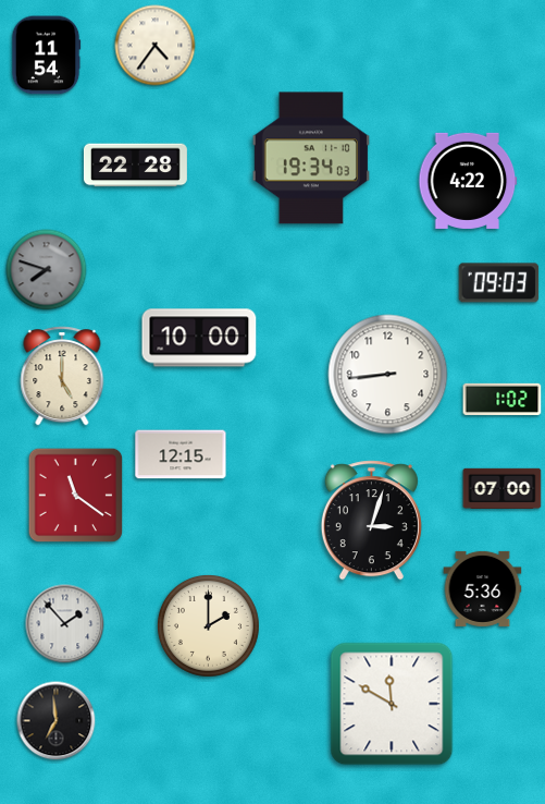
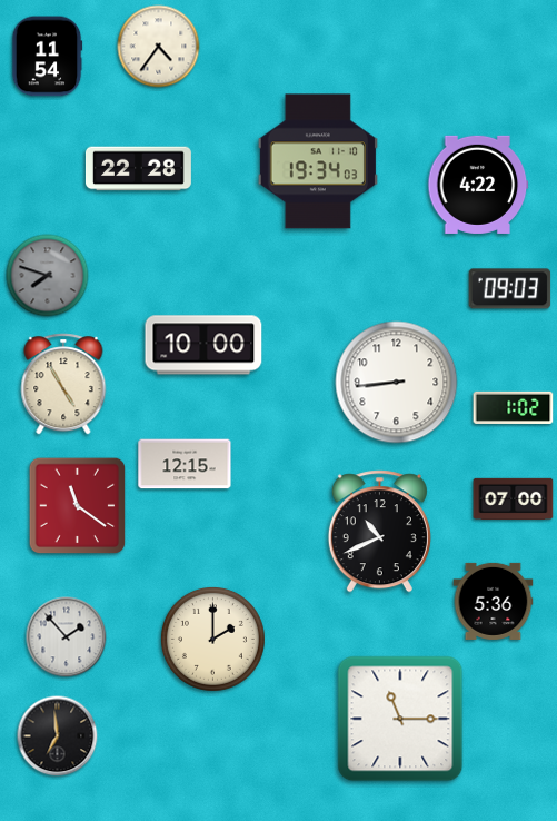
clock at (62, 376): 5:00 -> 4:55
clock at (371, 521): 3:03 -> 10:41
clock at (392, 704): 11:50 -> 11:15
